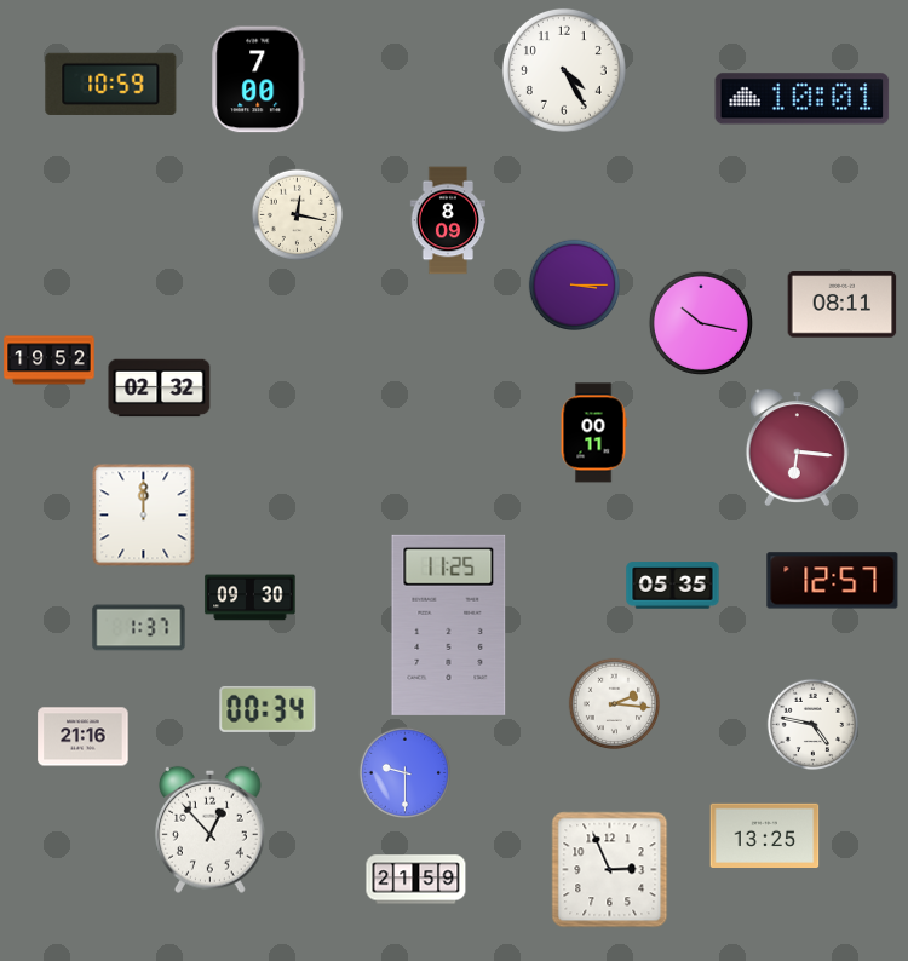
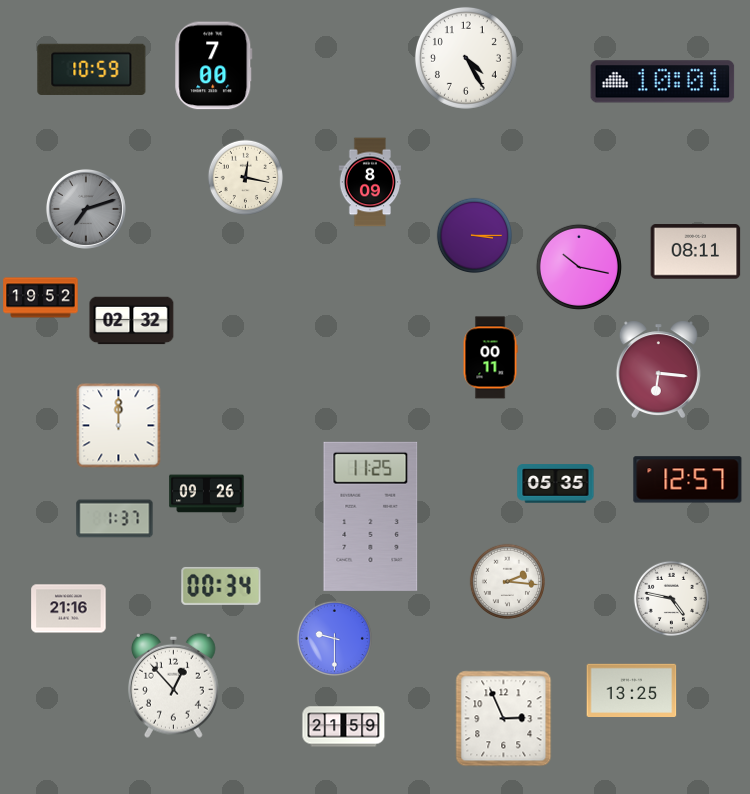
clock at (86, 209): none -> 7:12
clock at (251, 598): 09:30 -> 09:26
